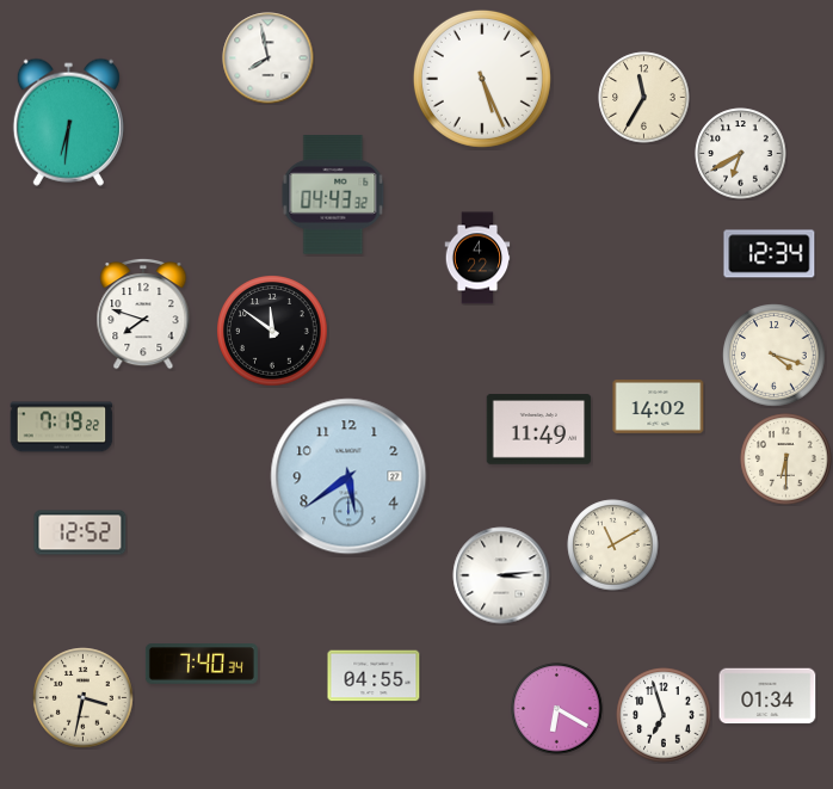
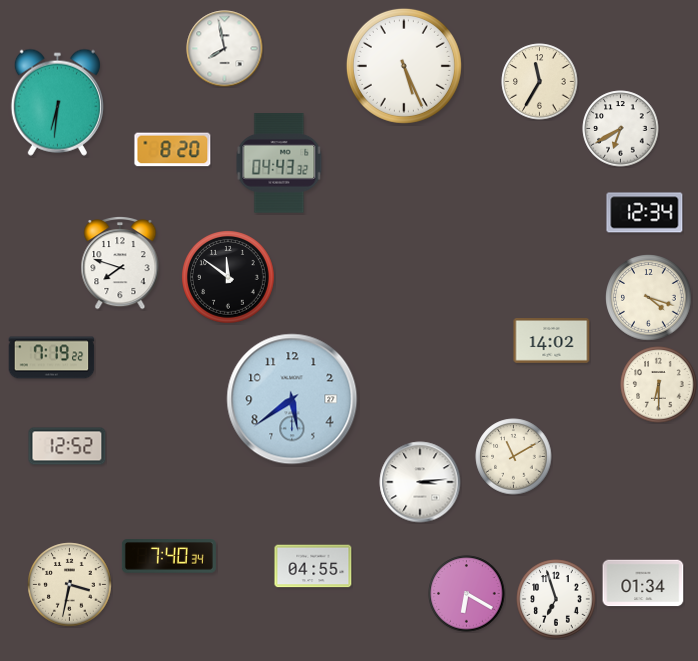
clock at (173, 150): none -> 8:20
clock at (477, 258): 4:22 -> none
clock at (539, 430): 11:49 -> none
